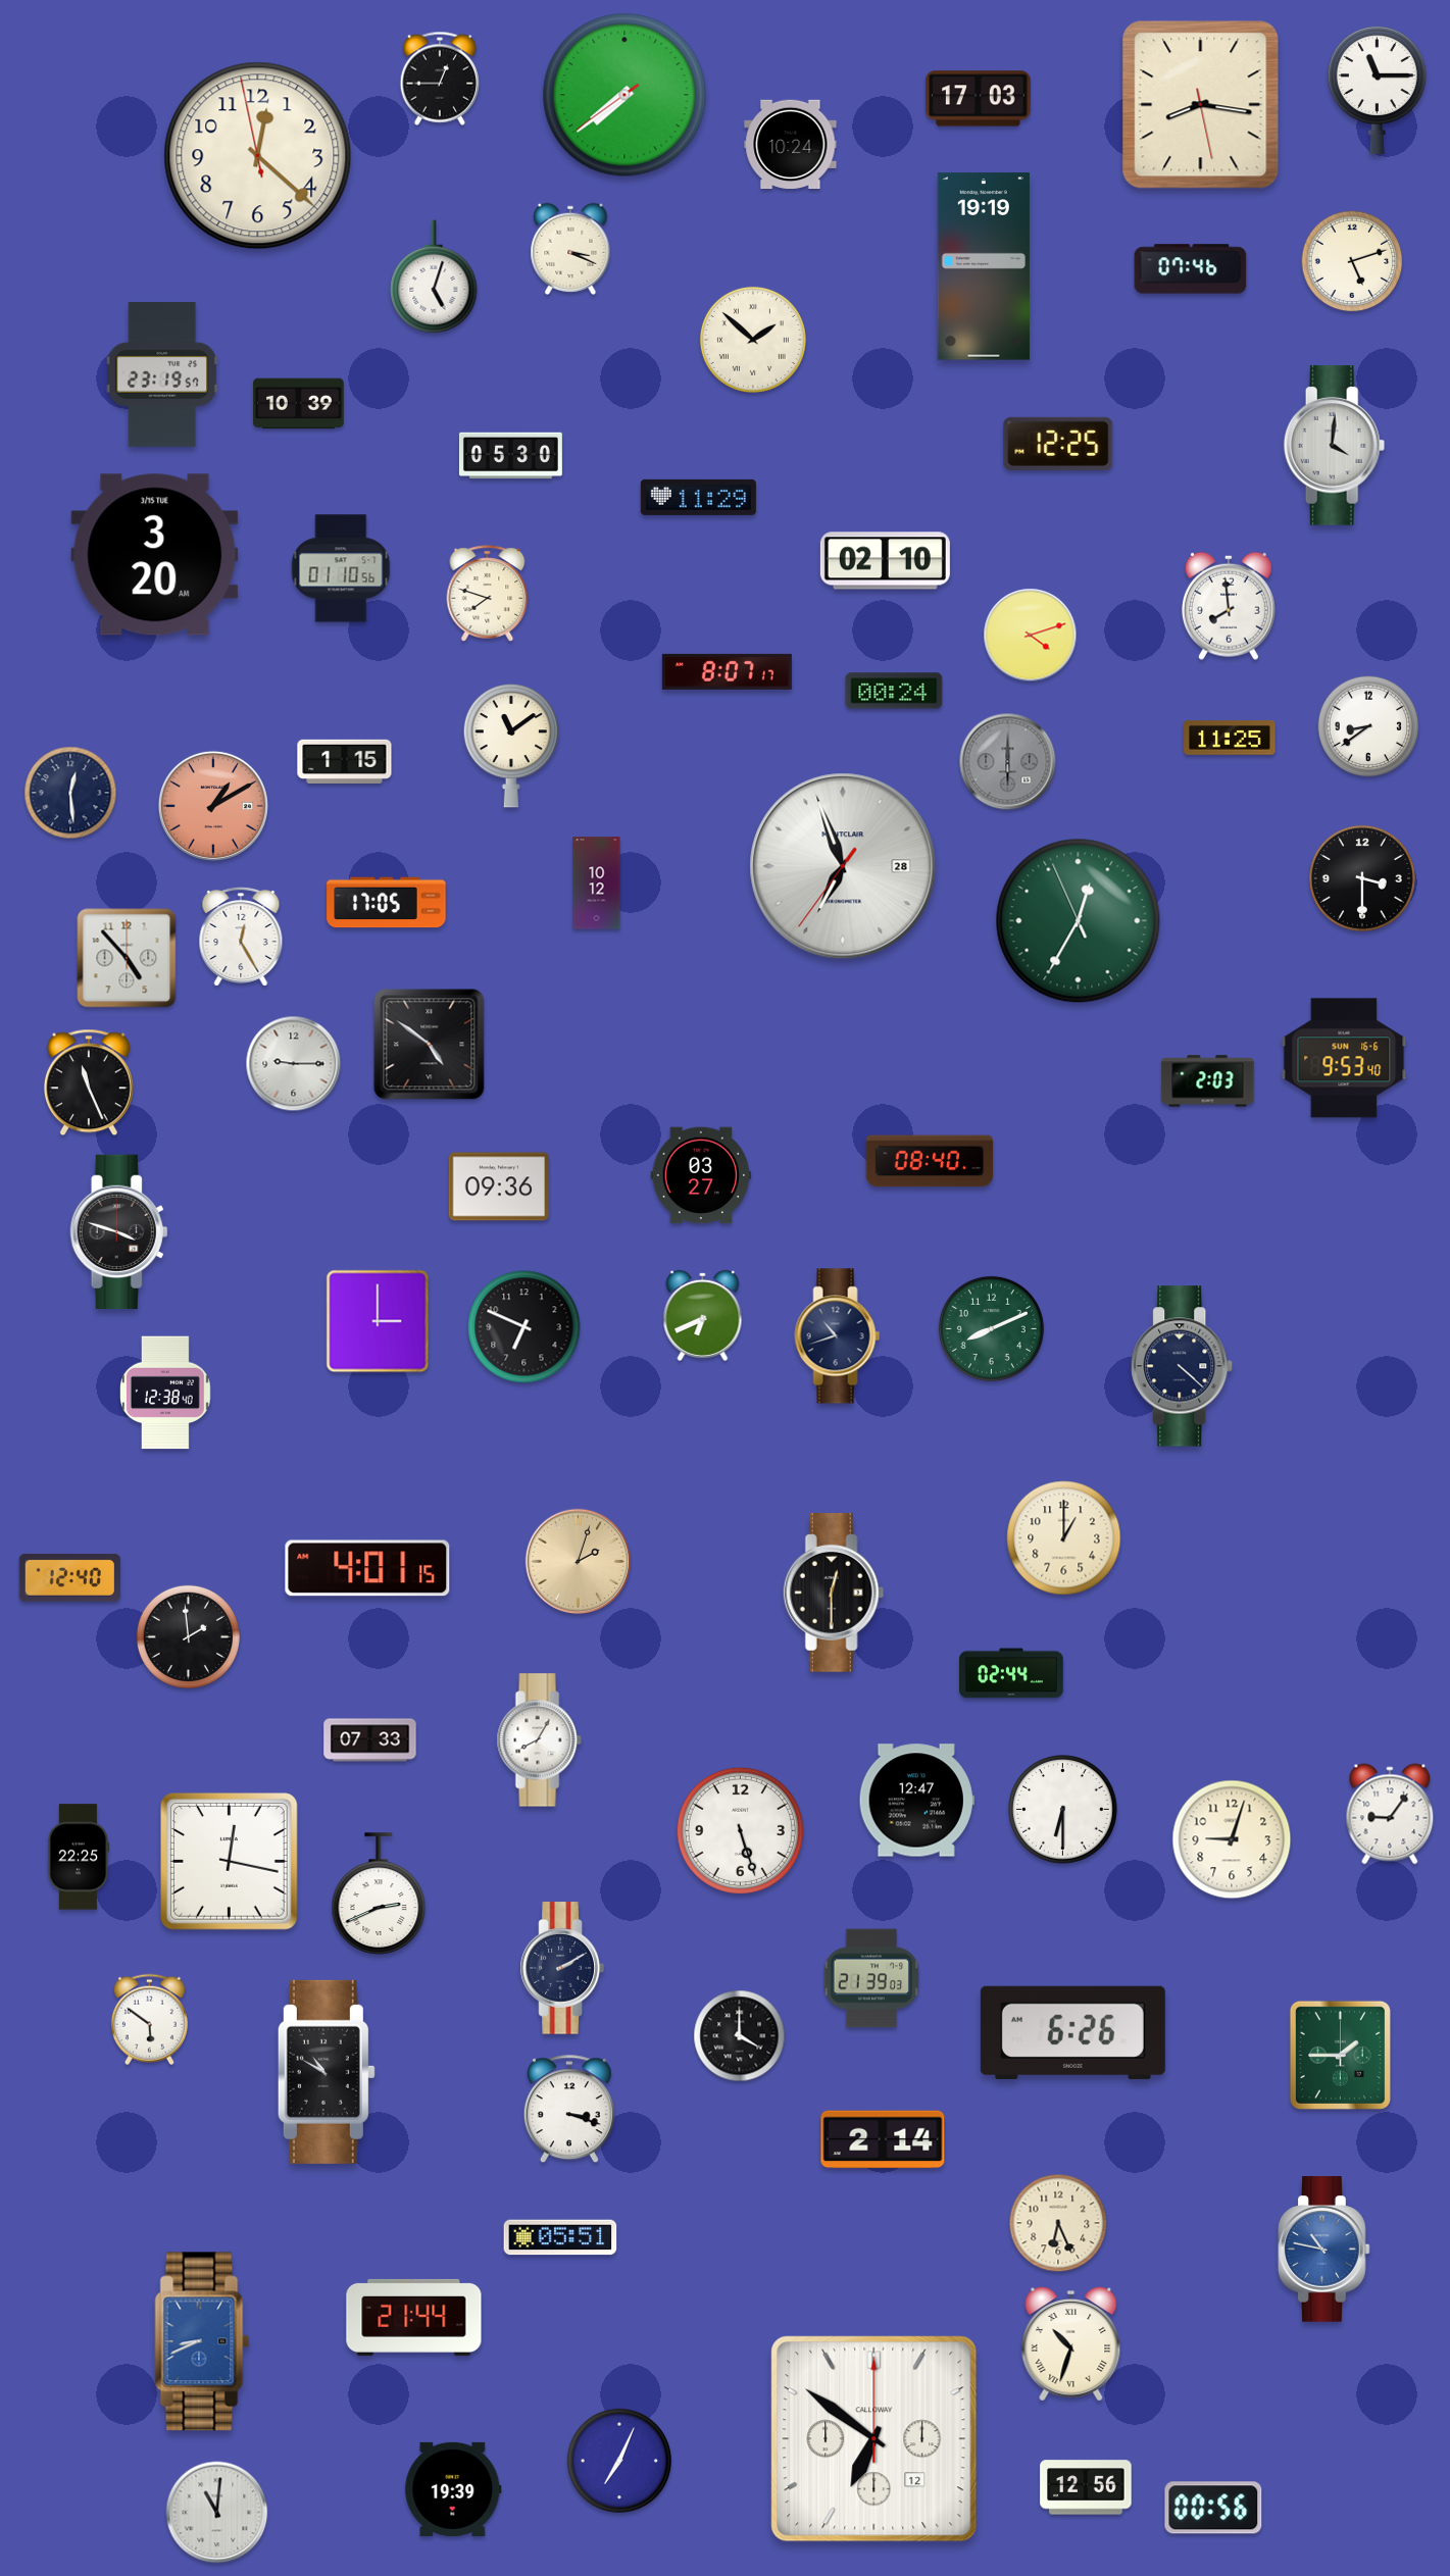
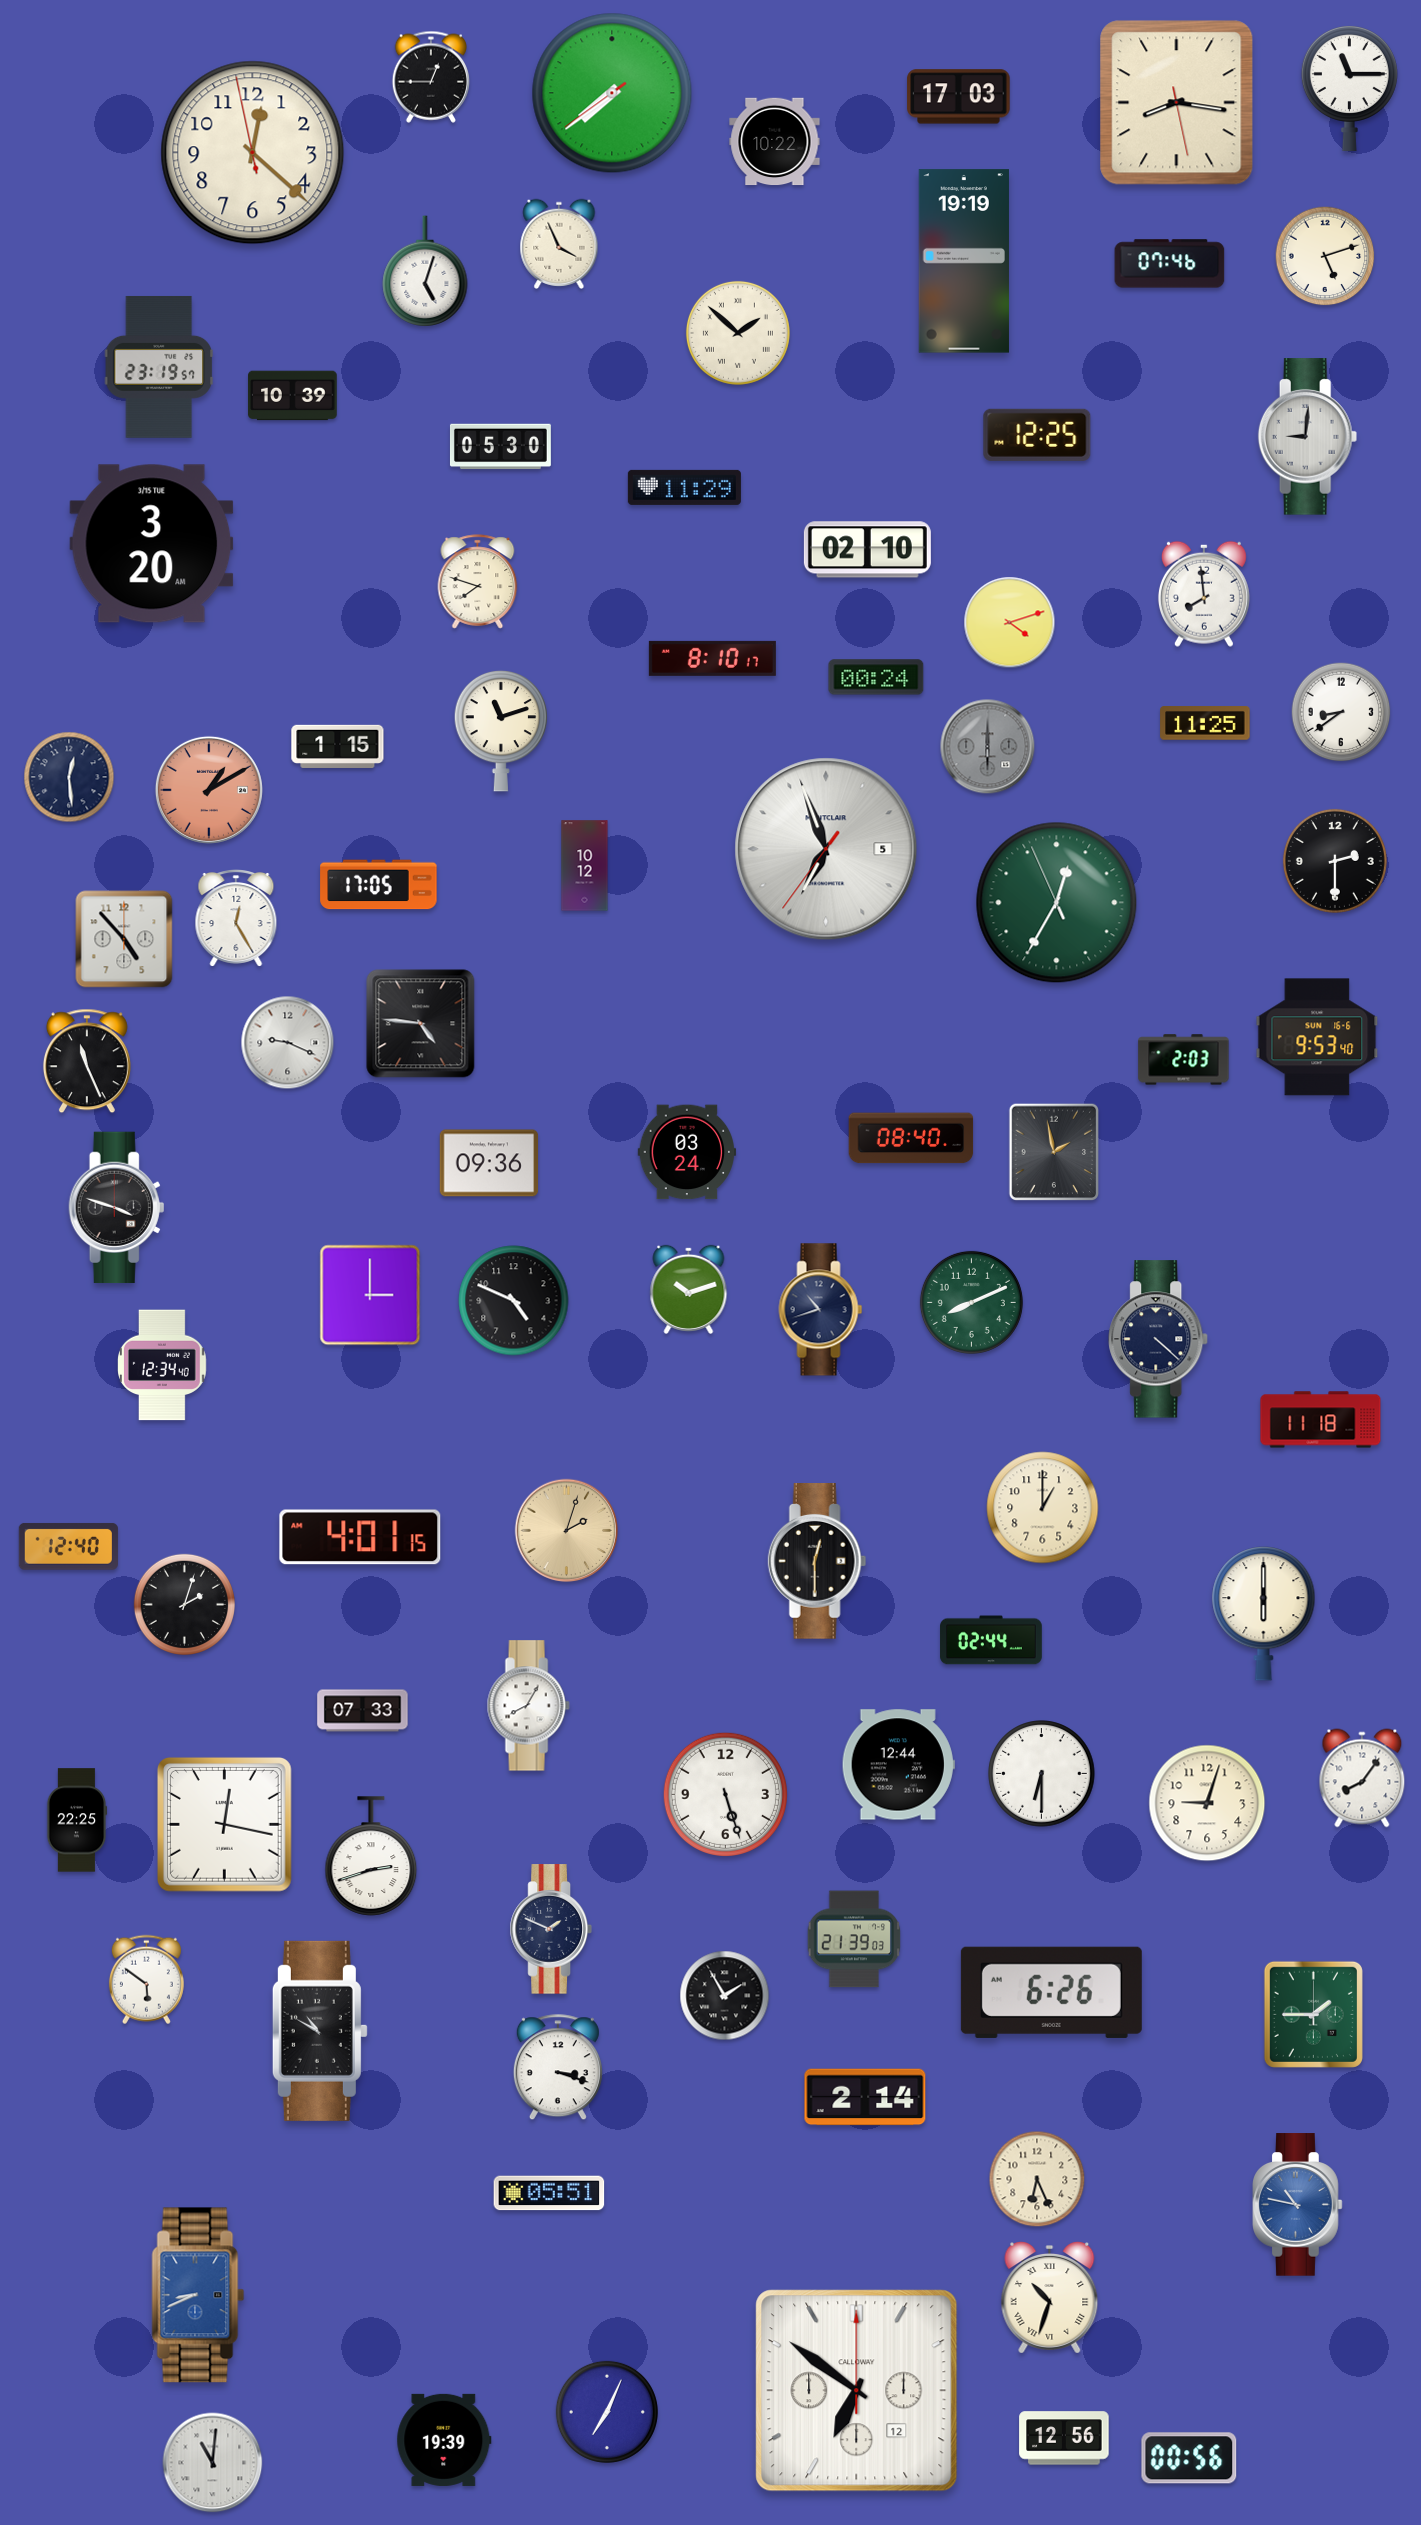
clock at (791, 145): 10:24 -> 10:22
clock at (570, 249): 3:19 -> 3:56
clock at (1191, 269) position: (1191, 269) -> (1170, 264)
clock at (1335, 446): 4:01 -> 9:01
clock at (341, 568): 01:10 -> none
clock at (727, 671): 8:07 -> 8:10
clock at (511, 746): 11:09 -> 11:12
clock at (843, 866) date: 28 -> 5
clock at (1362, 878): 3:30 -> 2:30
clock at (430, 1045): 4:51 -> 4:46
clock at (294, 1064): 9:15 -> 9:19
clock at (701, 1175): 03:27 -> 03:24
clock at (1053, 1152): none -> 1:58
clock at (703, 1315): 6:41 -> 10:12
clock at (524, 1327): 6:49 -> 4:49
clock at (166, 1393): 12:38 -> 12:34
clock at (1321, 1420): none -> 11:18
clock at (188, 1636): 1:59 -> 2:03
clock at (1264, 1614): none -> 6:00
clock at (370, 1740) position: (370, 1740) -> (363, 1711)
clock at (916, 1801): 12:47 -> 12:44
clock at (1390, 1814): 9:06 -> 8:06
clock at (379, 1893): 2:41 -> 2:42
clock at (562, 1968): 2:10 -> 1:49
clock at (740, 2036): 4:00 -> 1:55
clock at (414, 2317): 21:44 -> none
